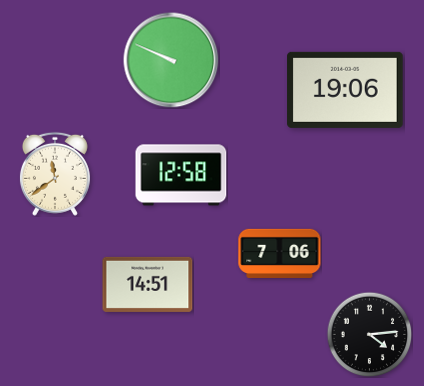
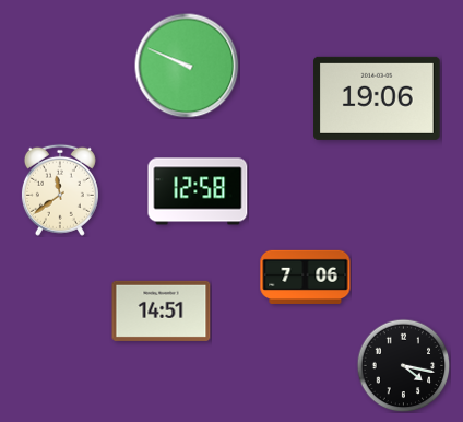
clock at (369, 334): 4:14 -> 4:17
